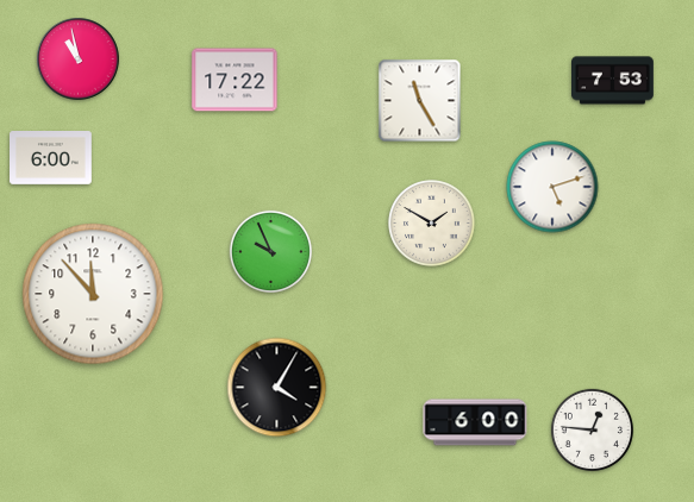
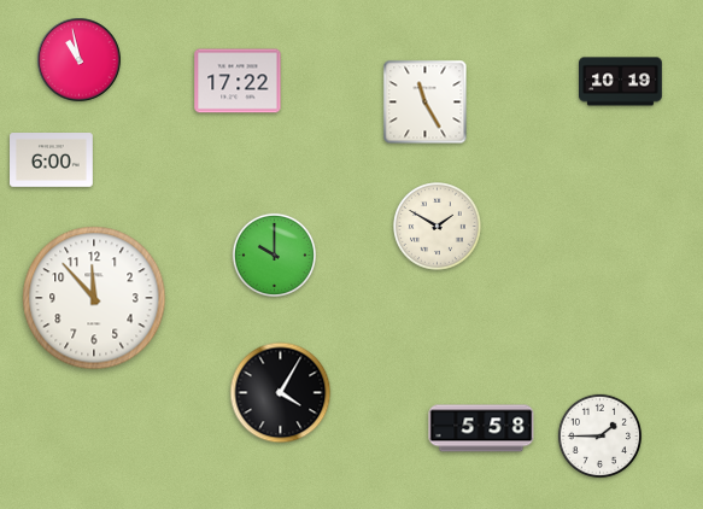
clock at (613, 81): 7:53 -> 10:19
clock at (552, 187): 5:12 -> none
clock at (270, 251): 9:56 -> 10:00
clock at (475, 422): 6:00 -> 5:58
clock at (592, 429): 12:46 -> 1:45
